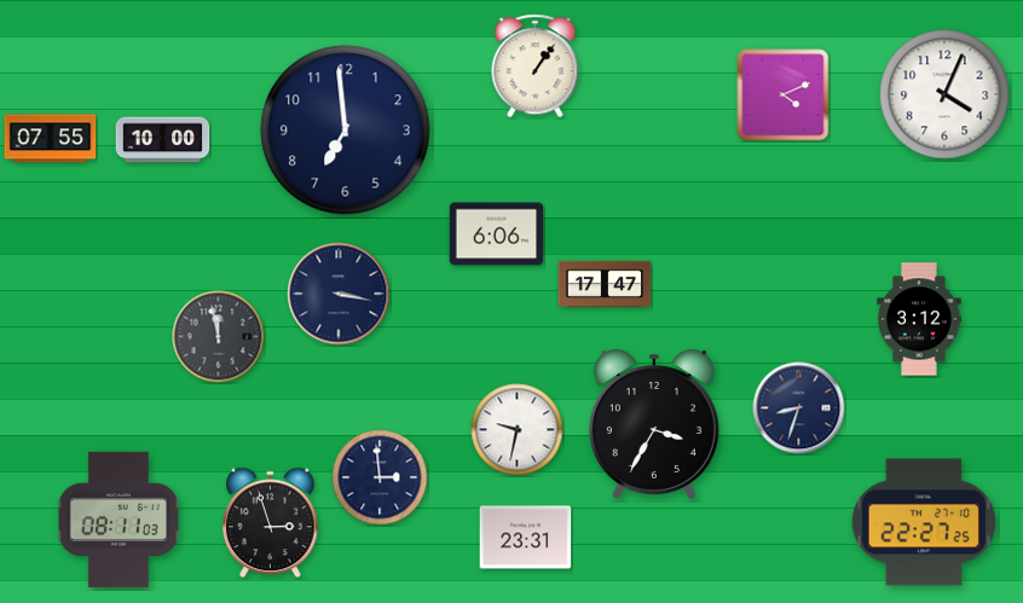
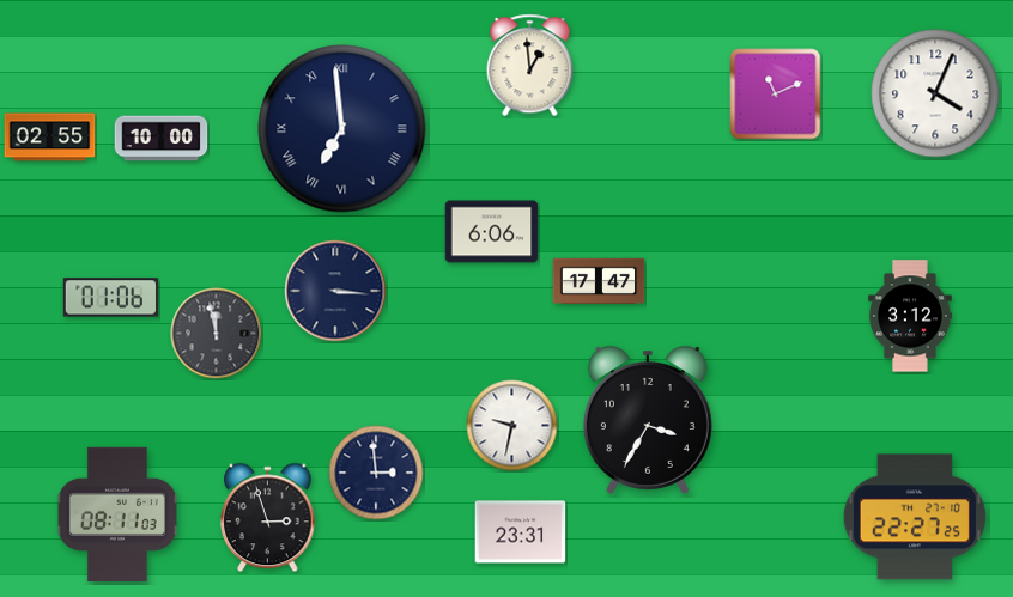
clock at (536, 66): 1:06 -> 12:59
clock at (784, 95): 4:11 -> 11:11
clock at (346, 131) numerals: Arabic -> Roman
clock at (51, 139): 07:55 -> 02:55
clock at (339, 294): 3:17 -> 3:16
clock at (111, 298): none -> 01:06
clock at (799, 408): 8:33 -> none
